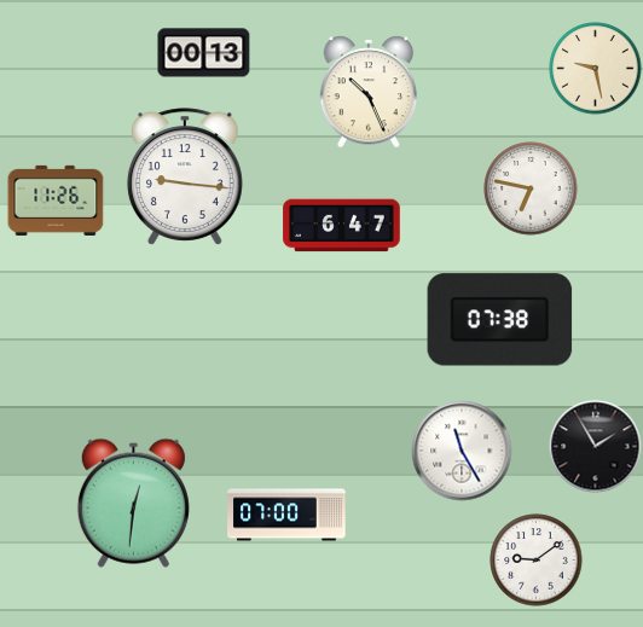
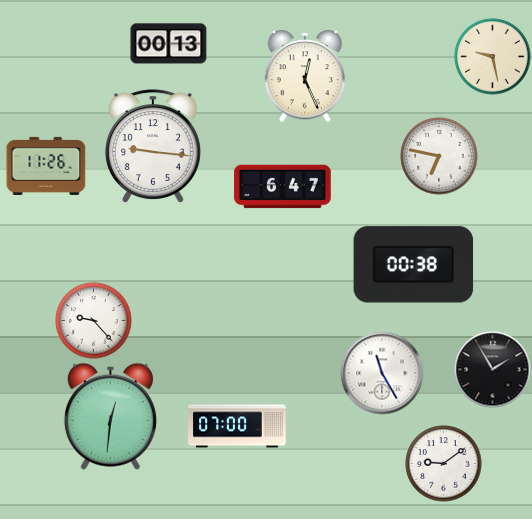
clock at (369, 92): 10:26 -> 12:26
clock at (500, 320): 07:38 -> 00:38
clock at (94, 321): none -> 9:23
